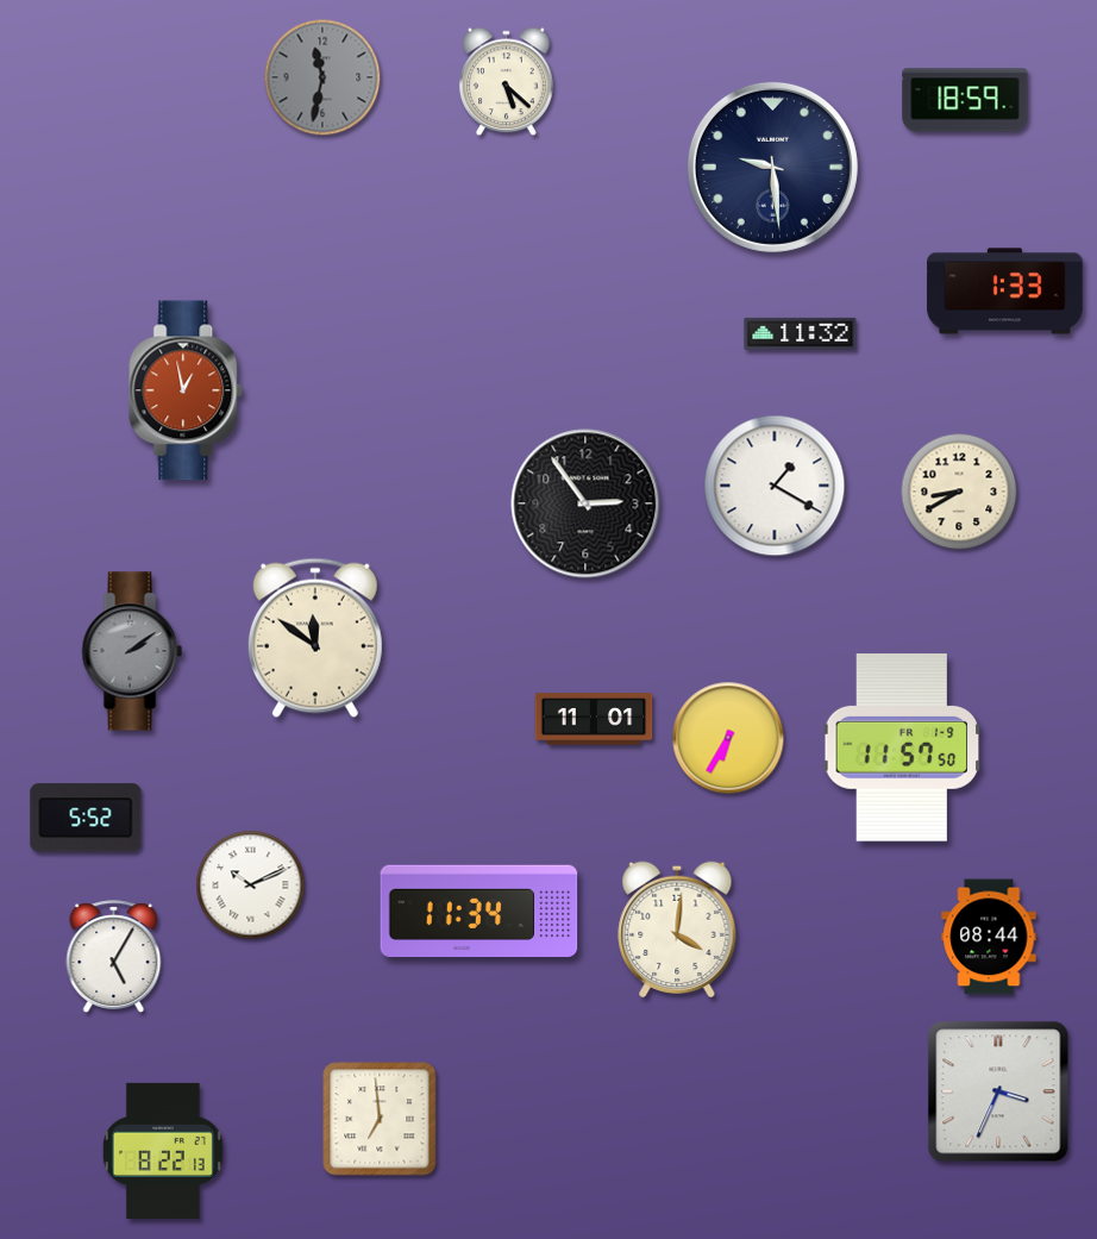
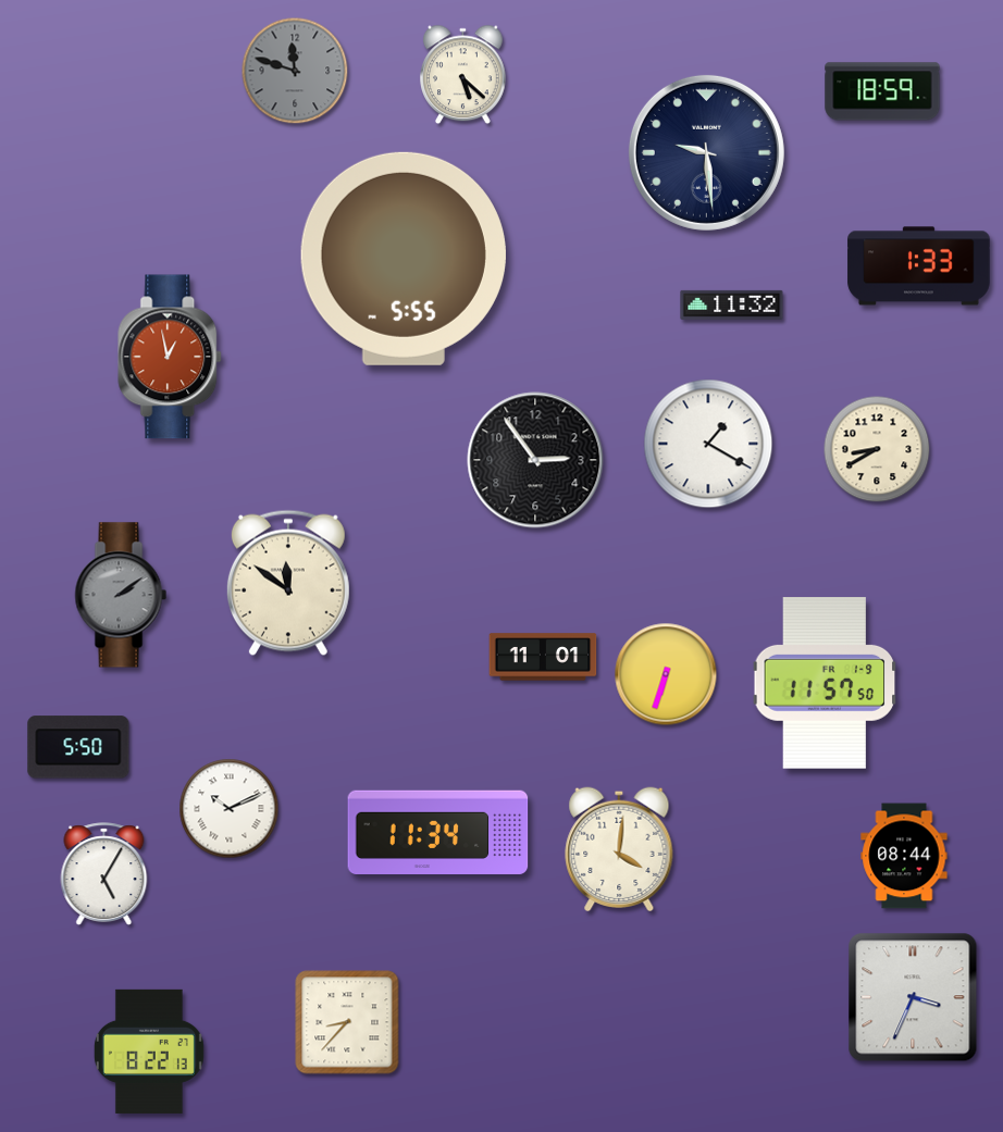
clock at (322, 77): 11:32 -> 11:48
clock at (404, 259): none -> 5:55
clock at (728, 738): 6:35 -> 6:33
clock at (86, 818): 5:52 -> 5:50
clock at (380, 1119): 6:59 -> 8:37
